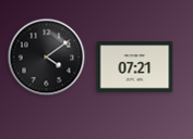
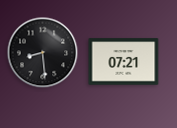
clock at (47, 58): 4:09 -> 8:29
